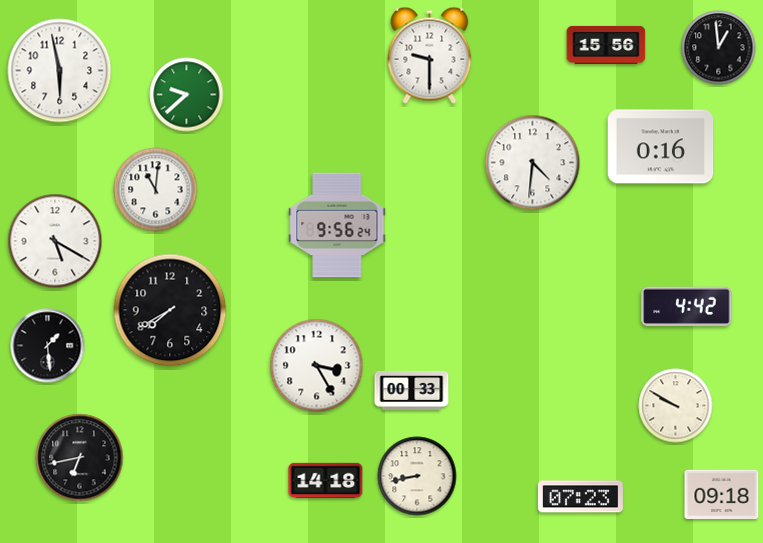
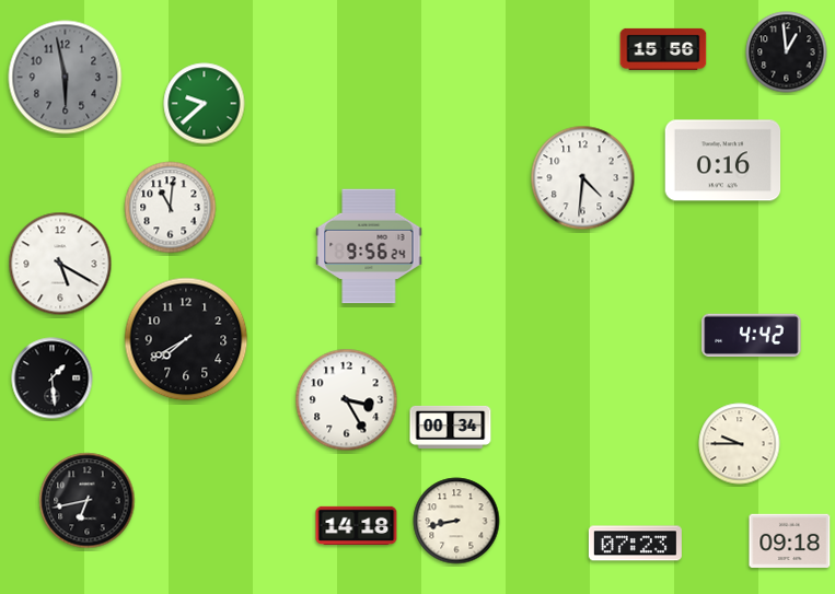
clock at (430, 55): 9:30 -> none
clock at (60, 71) dial: white -> grey
clock at (412, 390): 00:33 -> 00:34
clock at (676, 406): 9:50 -> 9:45
